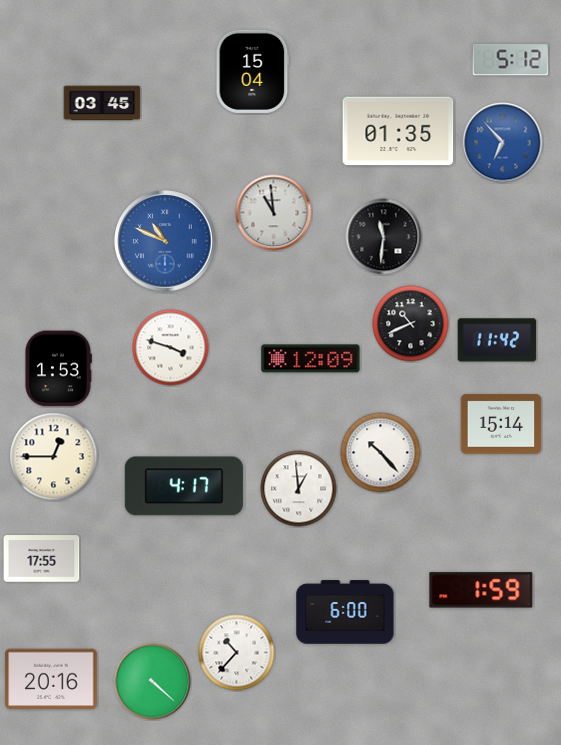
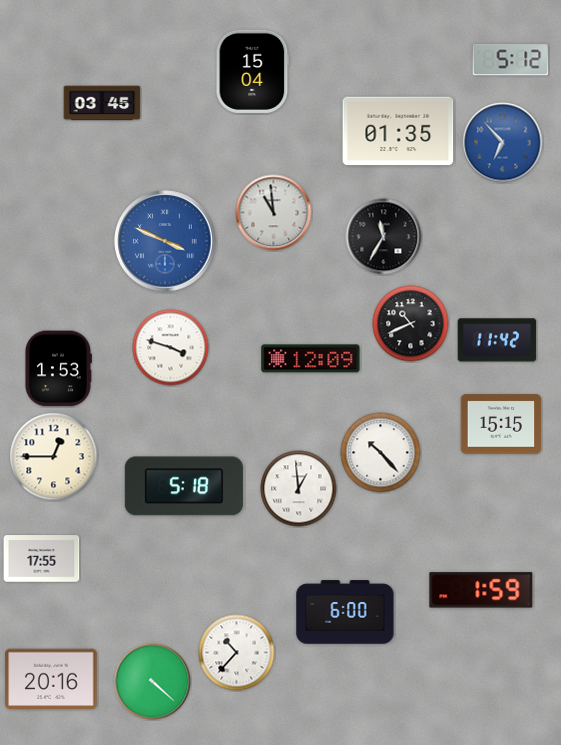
clock at (384, 237): 11:31 -> 11:35
clock at (165, 241): 10:49 -> 3:49
clock at (501, 424): 15:14 -> 15:15
clock at (184, 486): 4:17 -> 5:18
